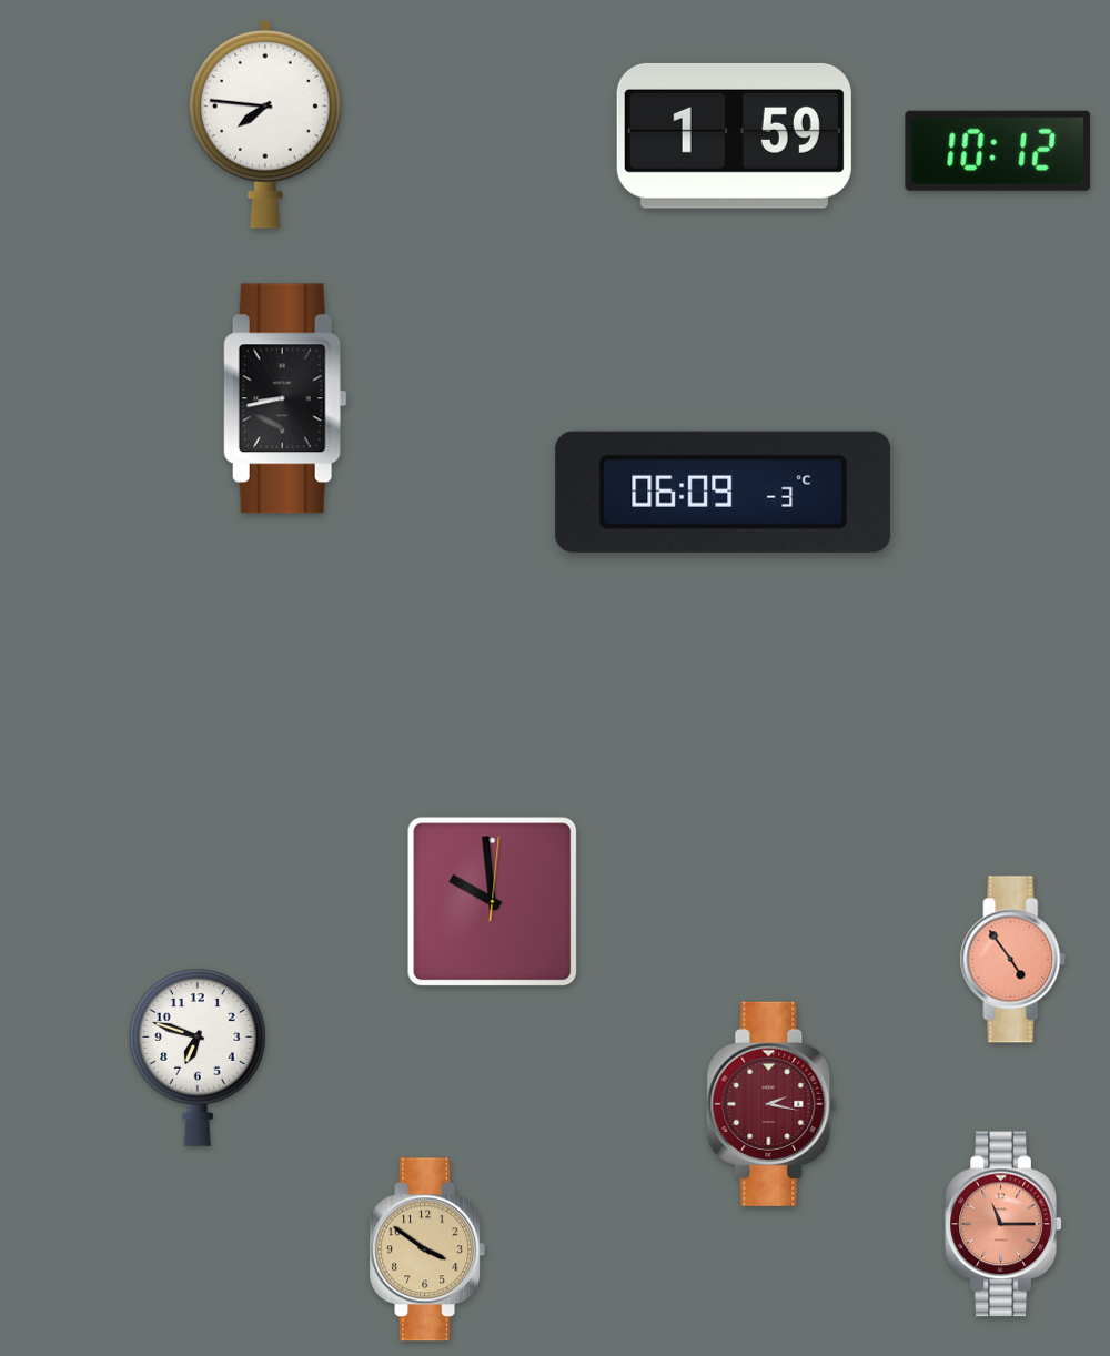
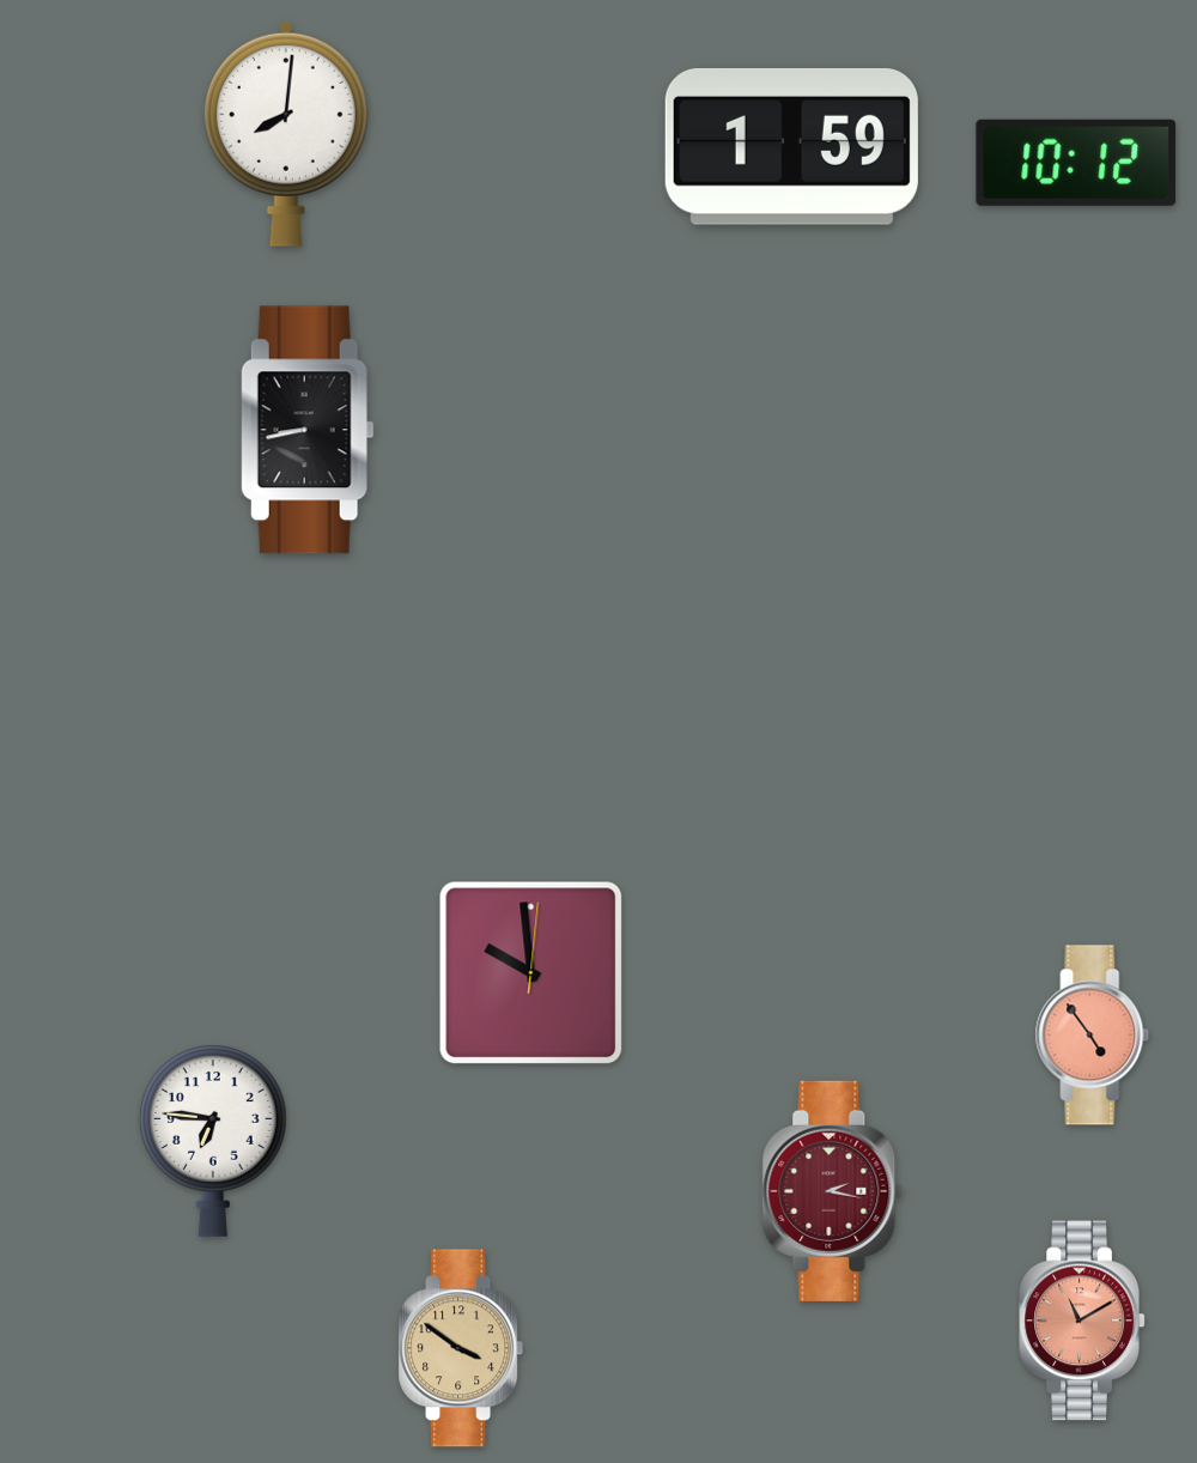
clock at (265, 124): 7:46 -> 8:01
clock at (724, 492): 06:09 -> none
clock at (198, 1058): 6:48 -> 6:46
clock at (1003, 1224): 11:15 -> 11:10
